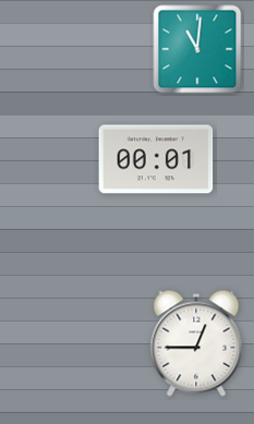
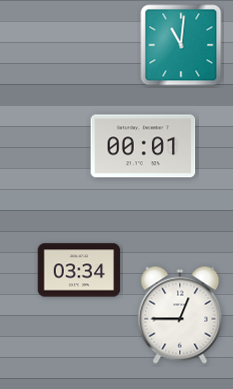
clock at (79, 270): none -> 03:34
